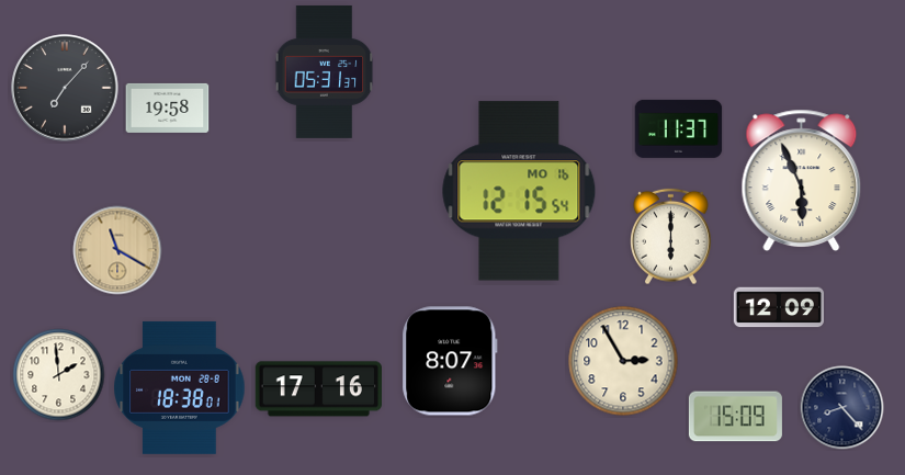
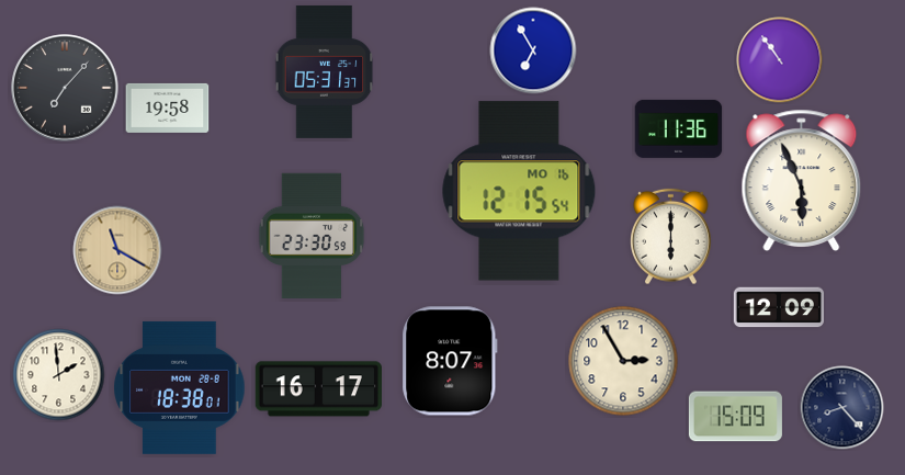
clock at (533, 50): none -> 6:55
clock at (780, 60): none -> 10:54
clock at (679, 128): 11:37 -> 11:36
clock at (312, 236): none -> 23:30
clock at (318, 389): 17:16 -> 16:17
